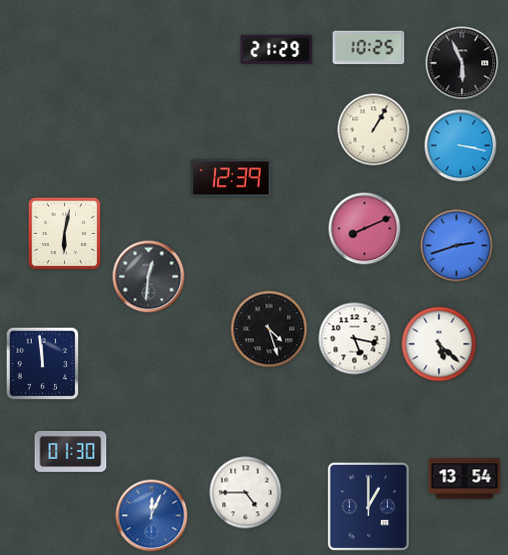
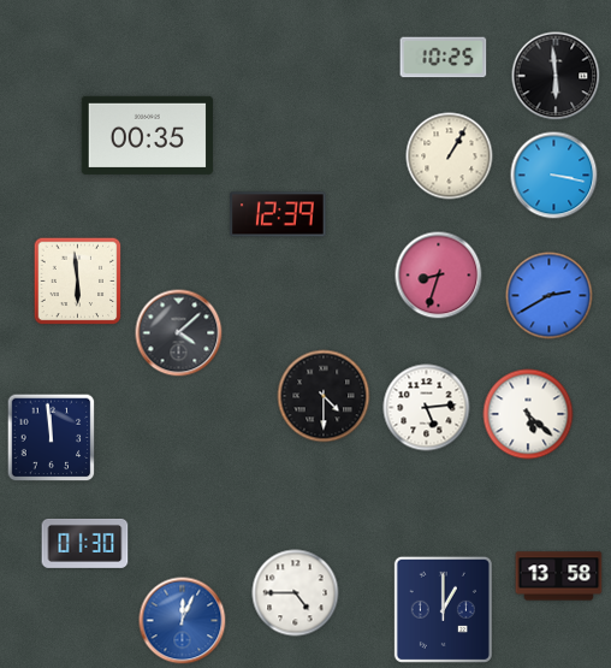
clock at (277, 50): 21:29 -> none
clock at (462, 63): 5:56 -> 5:59
clock at (147, 135): none -> 00:35
clock at (365, 229): 8:11 -> 8:33
clock at (65, 234): 6:02 -> 5:59
clock at (457, 246): 2:42 -> 2:40
clock at (149, 277): 12:31 -> 4:08
clock at (269, 329): 4:27 -> 4:30
clock at (355, 339): 5:17 -> 5:14
clock at (465, 479): 13:54 -> 13:58
